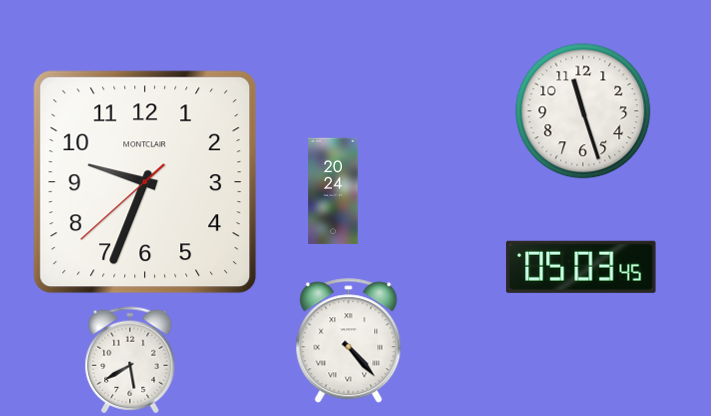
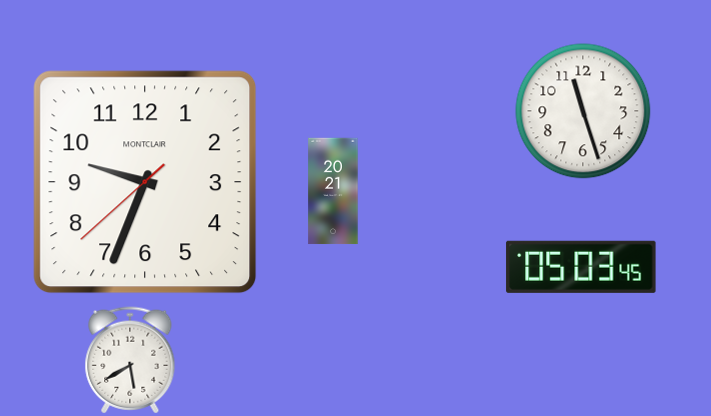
clock at (333, 191): 20:24 -> 20:21
clock at (349, 341): 4:23 -> none
